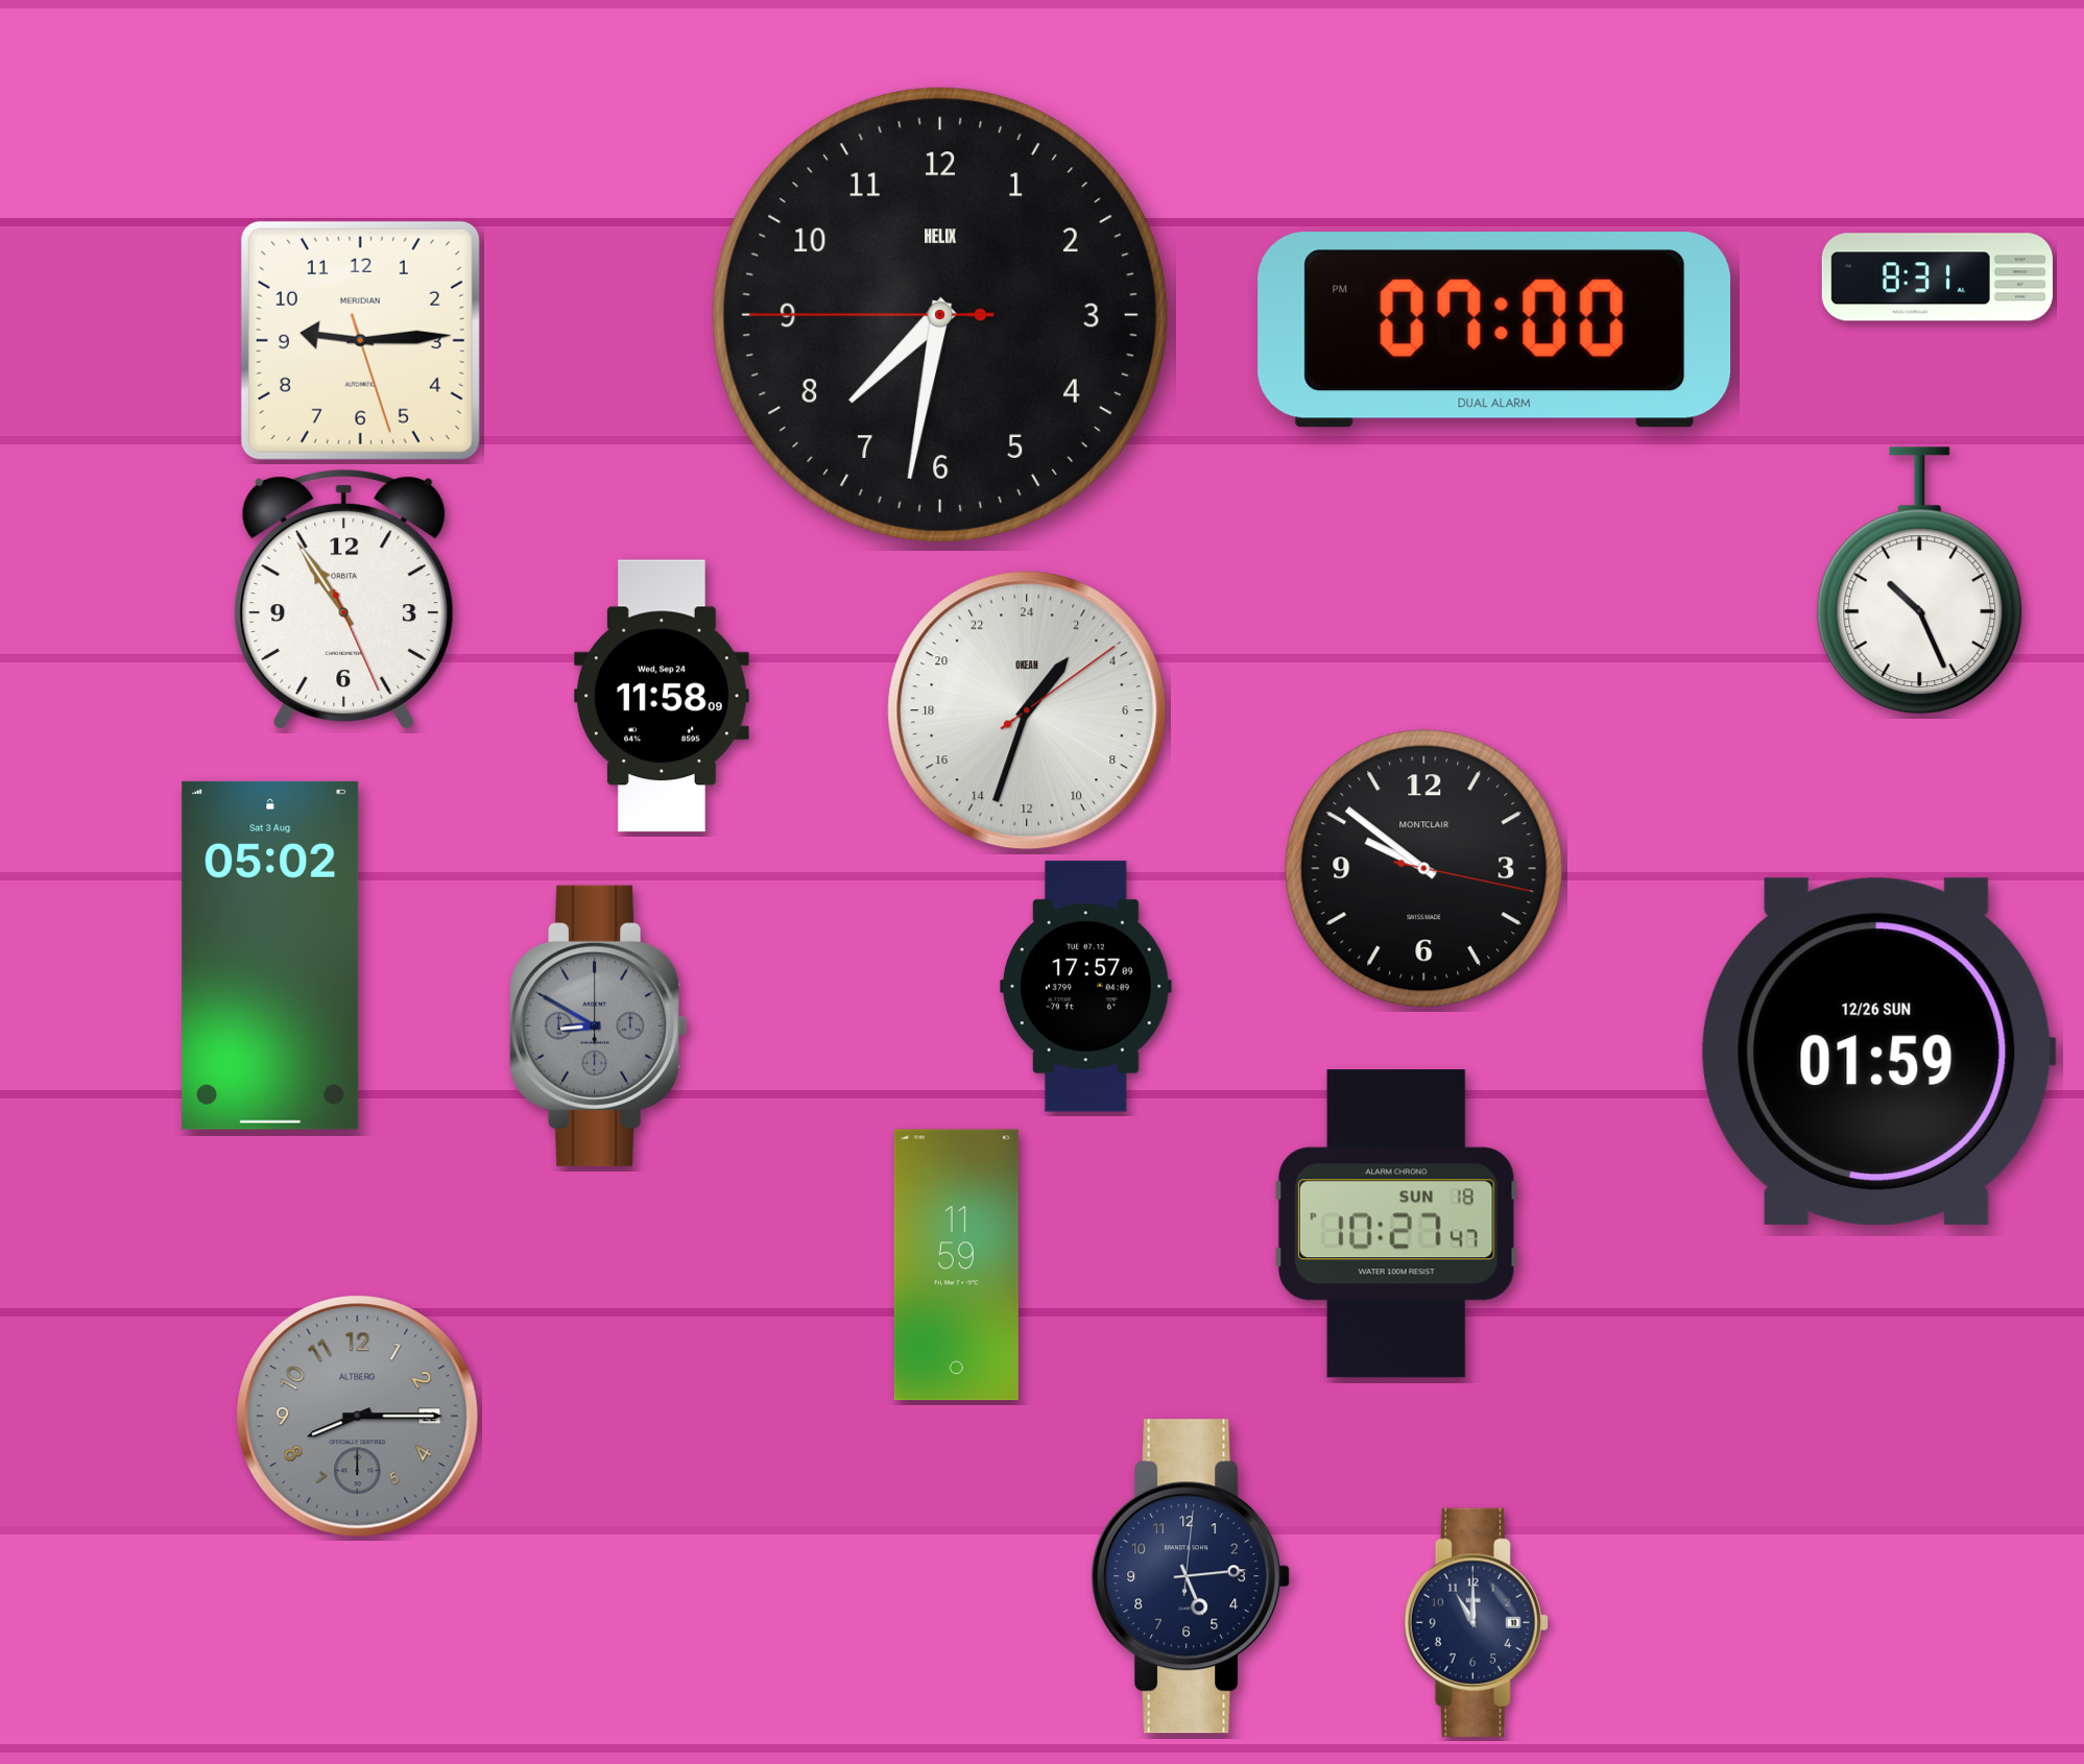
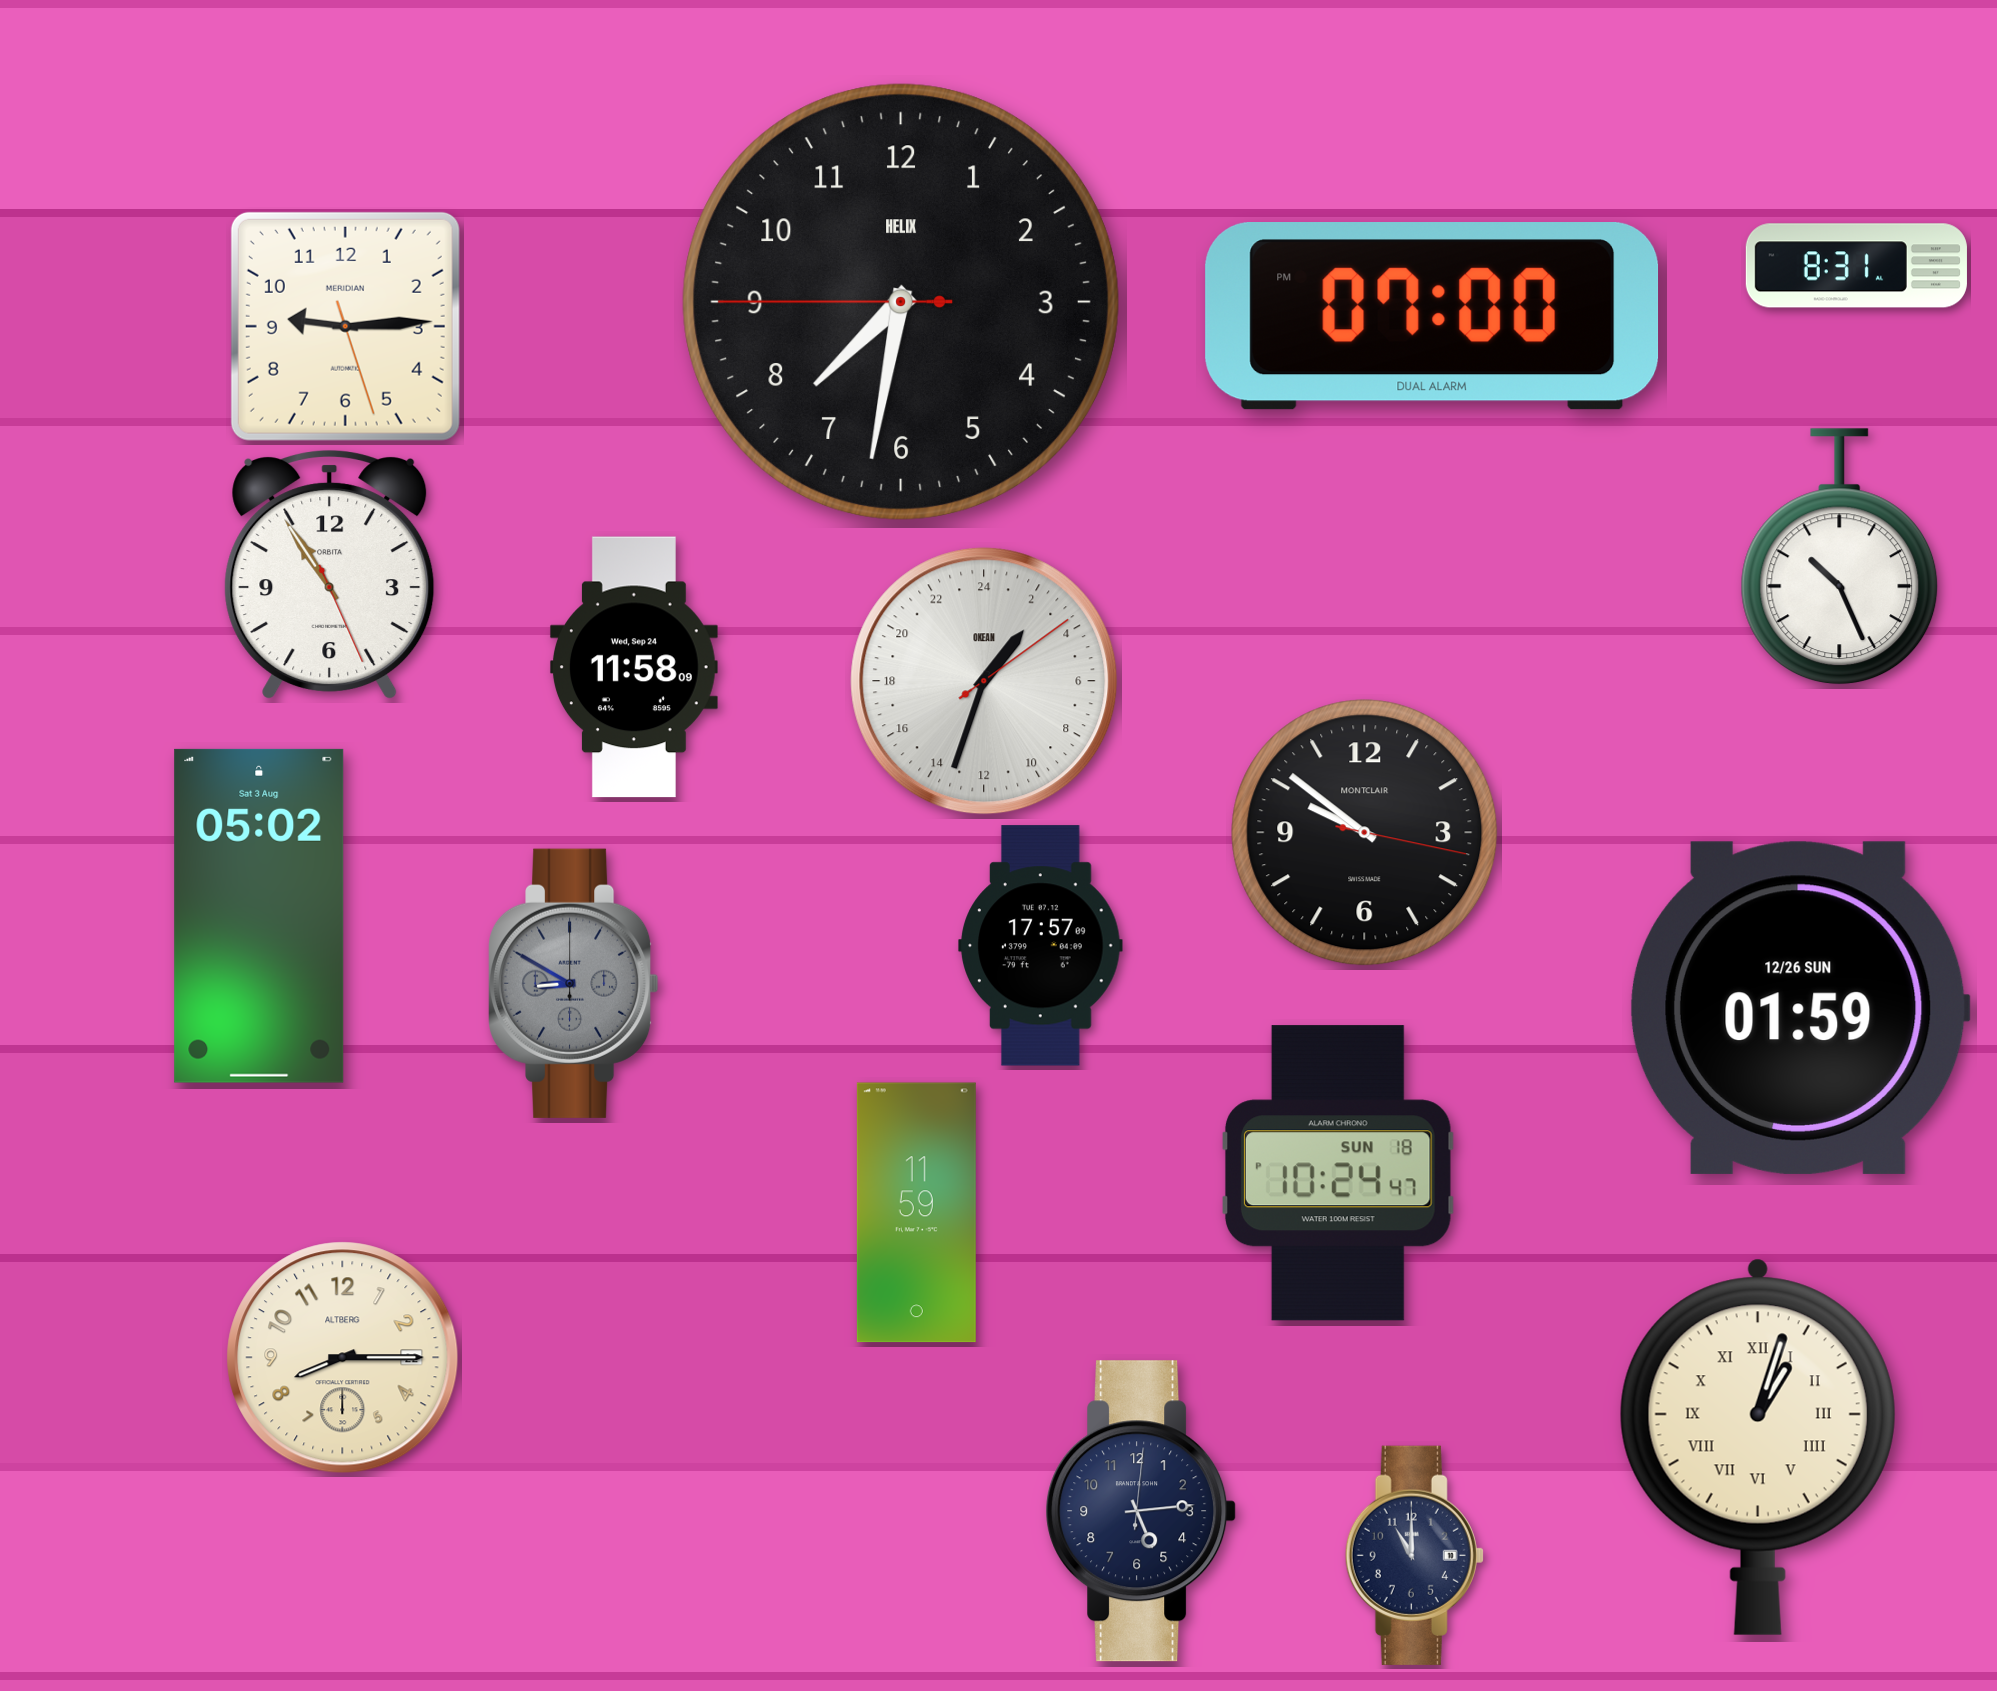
clock at (1396, 1224): 10:27 -> 10:24
clock at (358, 1417) dial: grey -> cream
clock at (1758, 1447): none -> 1:03
